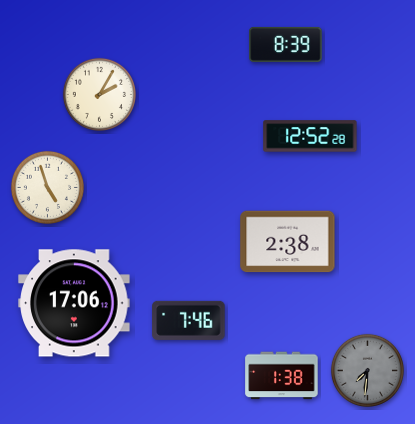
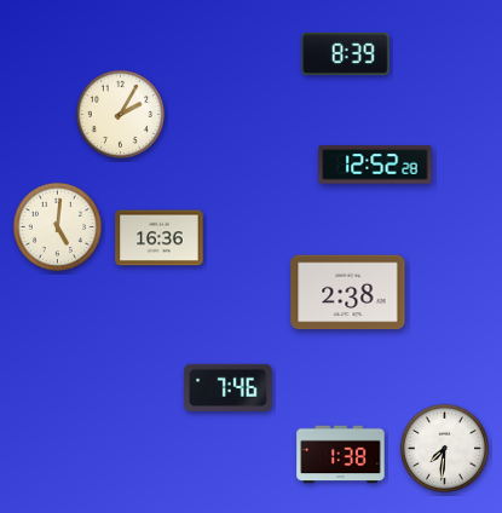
clock at (47, 187): 4:57 -> 5:01
clock at (160, 238): none -> 16:36
clock at (74, 303): 17:06 -> none
clock at (367, 370) dial: grey -> white
